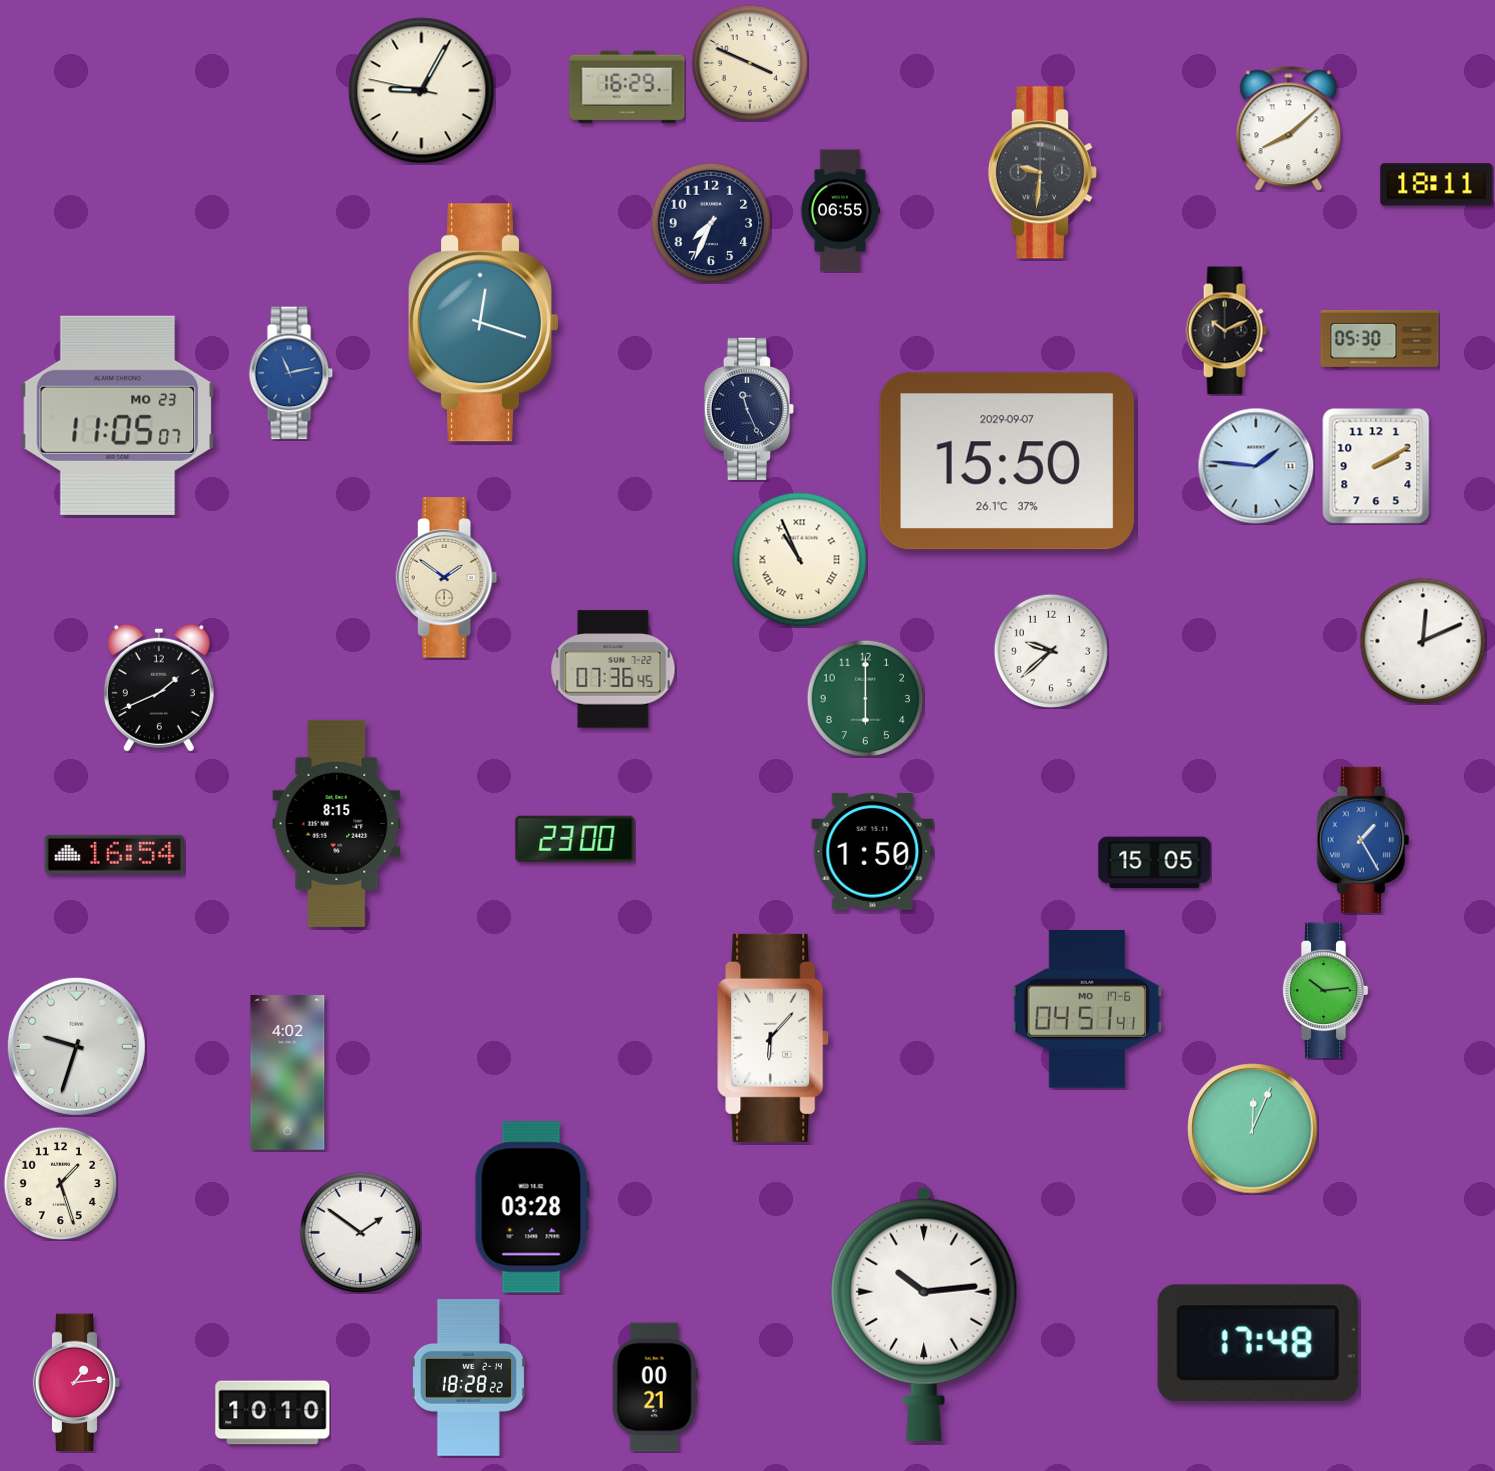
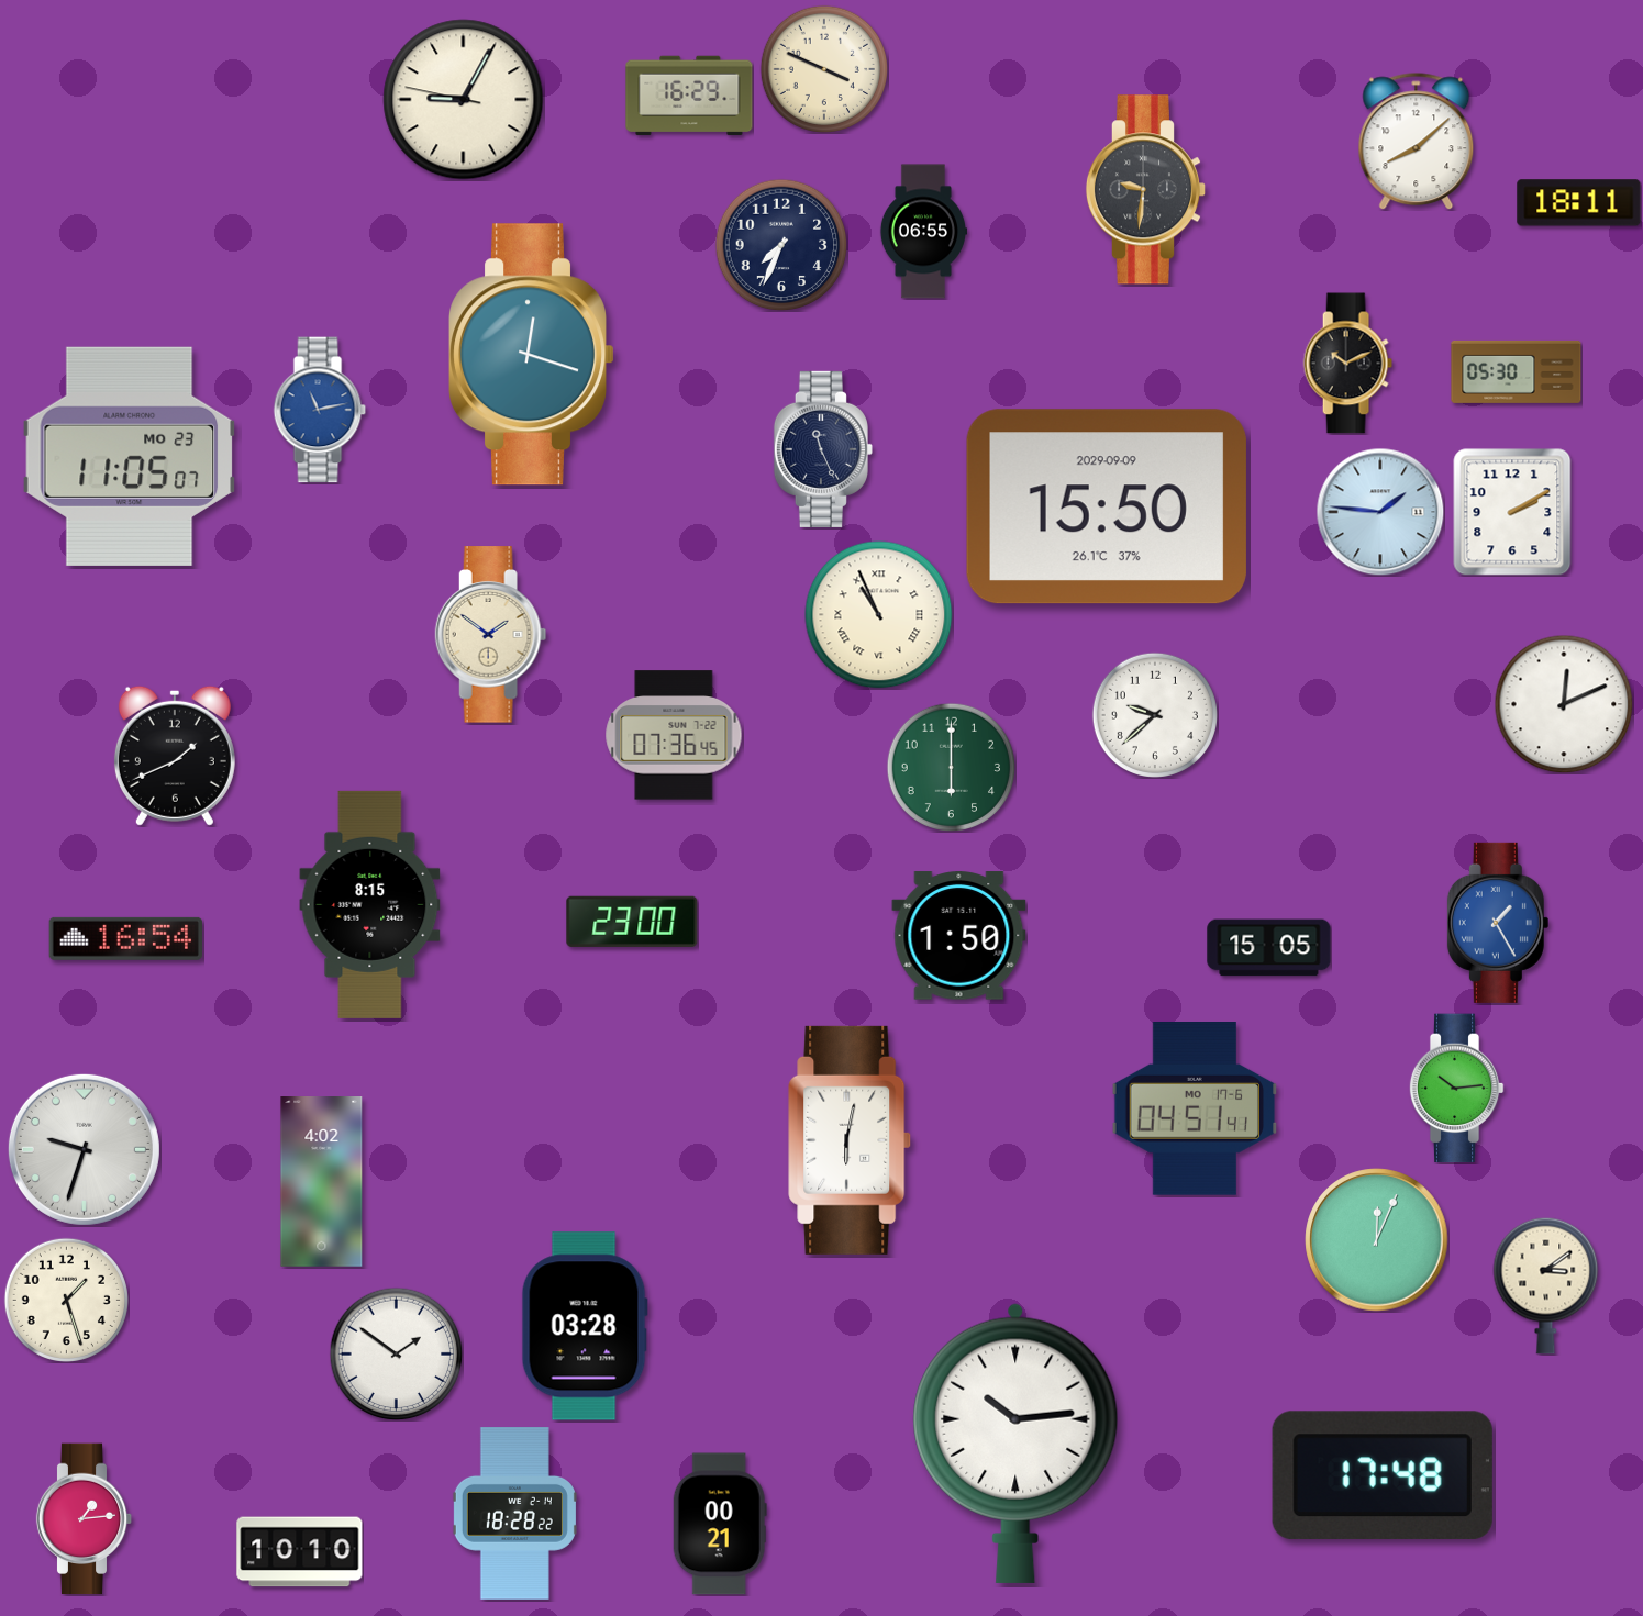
clock at (1007, 461) date: 2029-09-07 -> 2029-09-09
clock at (774, 1038): 6:07 -> 6:02
clock at (288, 1073) position: (288, 1073) -> (322, 1182)
clock at (1546, 1285): none -> 3:09
